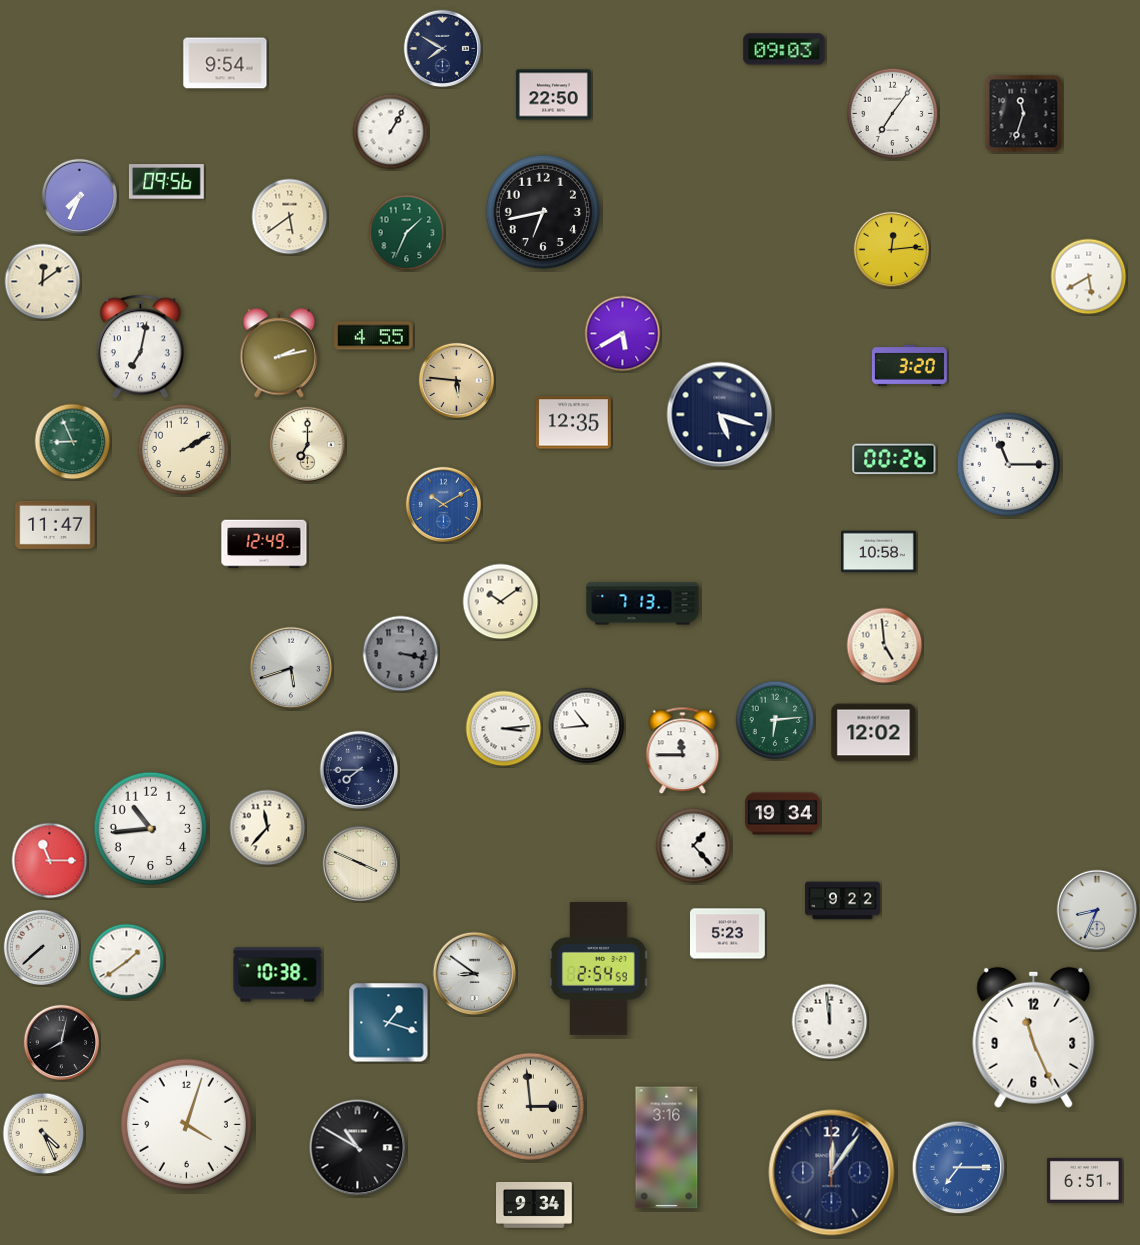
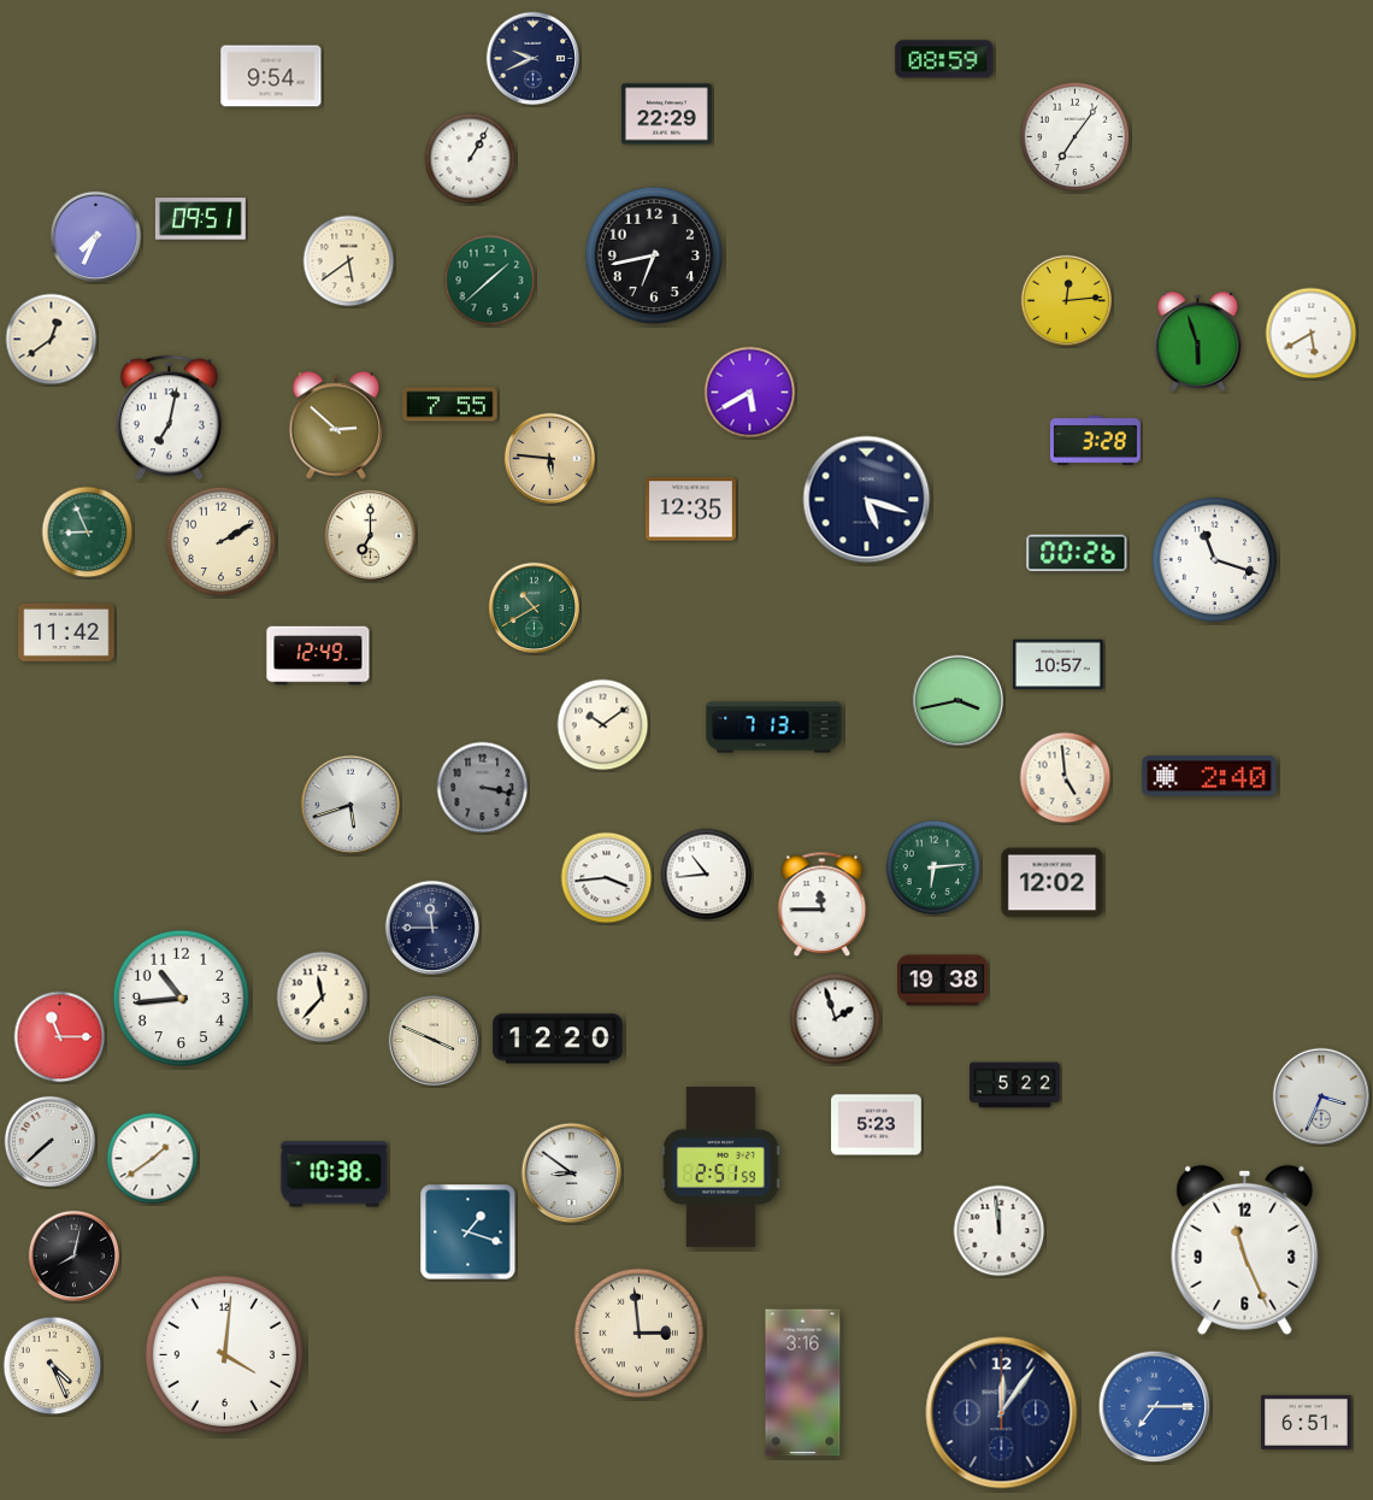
clock at (443, 49): 7:50 -> 9:41
clock at (784, 49): 09:03 -> 08:59
clock at (553, 95): 22:50 -> 22:29
clock at (1024, 114): 11:33 -> none
clock at (166, 182): 09:56 -> 09:51
clock at (407, 233): 1:34 -> 1:38
clock at (891, 249) position: (891, 249) -> (1066, 300)
clock at (43, 282): 12:09 -> 12:39
clock at (1198, 342): none -> 5:57
clock at (623, 334) position: (623, 334) -> (750, 393)
clock at (374, 336): 4:55 -> 7:55
clock at (279, 353): 2:13 -> 2:52
clock at (909, 365): 3:20 -> 3:28
clock at (1009, 465): 11:15 -> 11:18
clock at (443, 504): 10:10 -> 10:40
clock at (443, 504) dial: blue -> green
clock at (55, 525): 11:47 -> 11:42
clock at (879, 552): 10:58 -> 10:57
clock at (957, 700): none -> 3:43
clock at (1209, 776): none -> 2:40
clock at (504, 729): 3:14 -> 3:44
clock at (359, 770): 7:45 -> 11:45
clock at (783, 814): 19:34 -> 19:38
clock at (694, 846): 1:23 -> 1:57
clock at (558, 1039): none -> 12:20
clock at (843, 901): 9:22 -> 5:22
clock at (1097, 910): 8:34 -> 3:34
clock at (599, 968): 2:54 -> 2:51
clock at (186, 1124): 4:03 -> 4:01
clock at (358, 1148): 10:50 -> none
clock at (535, 1205): 9:34 -> none
